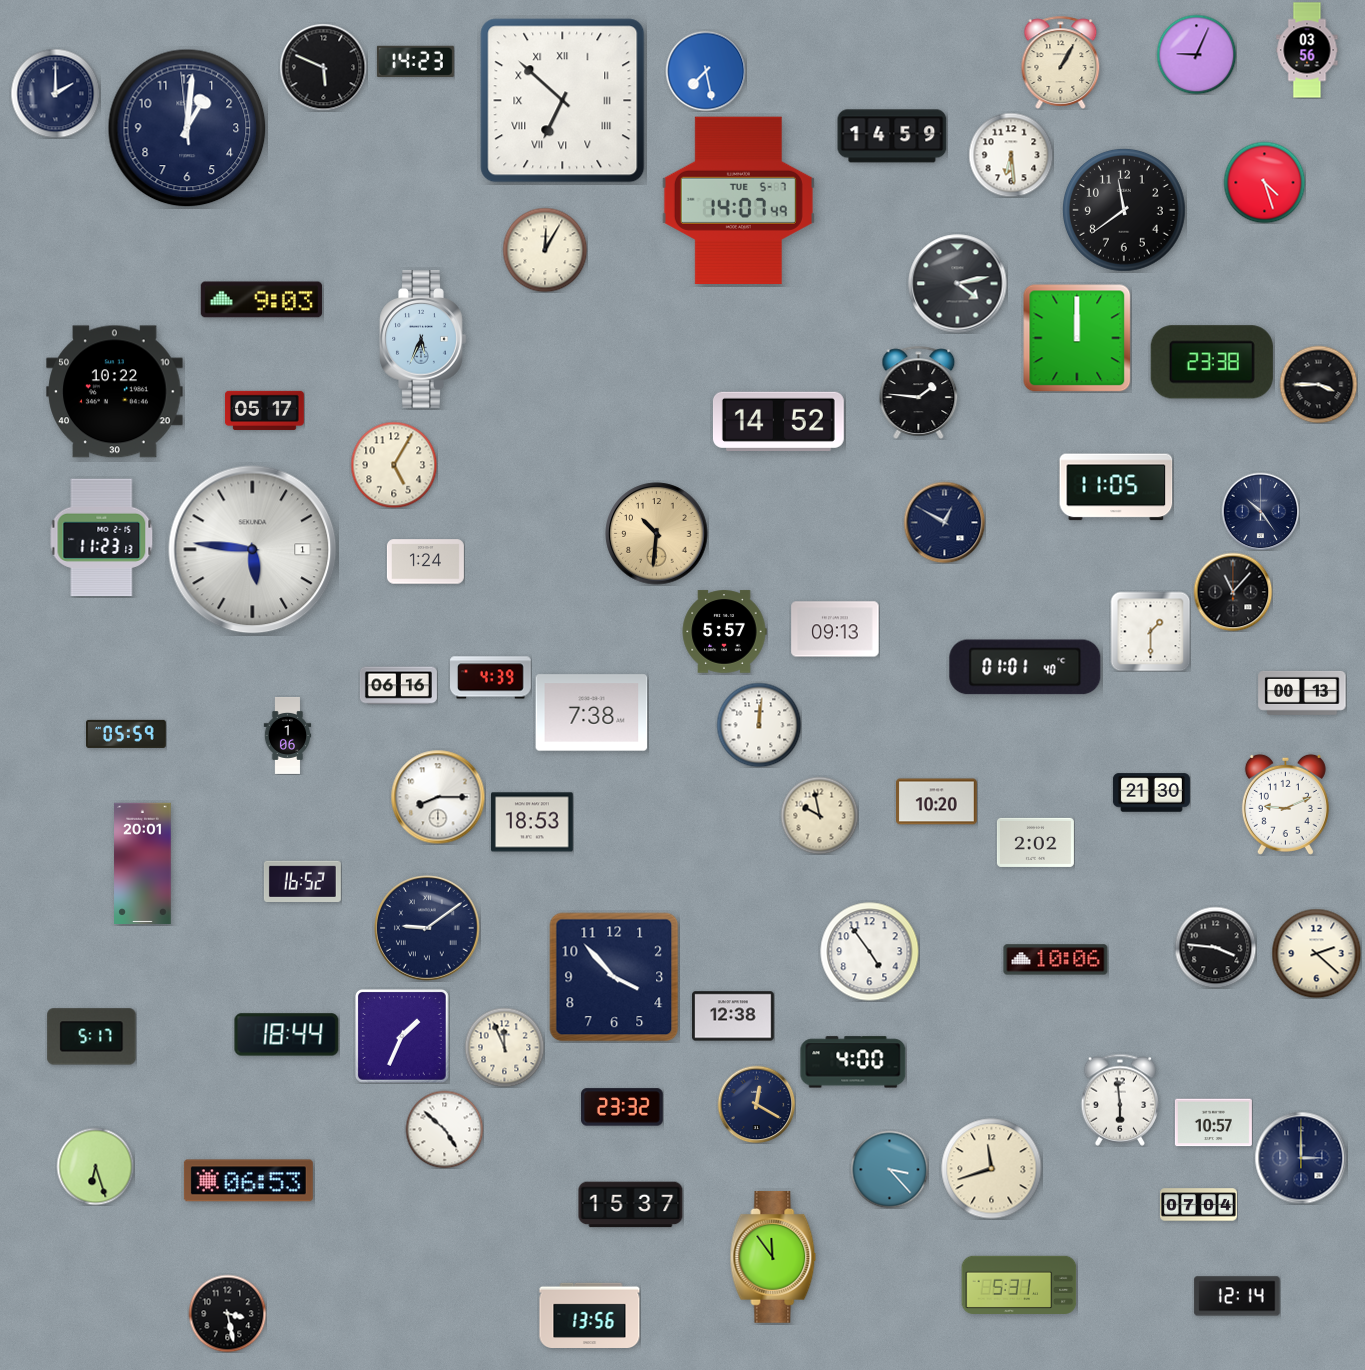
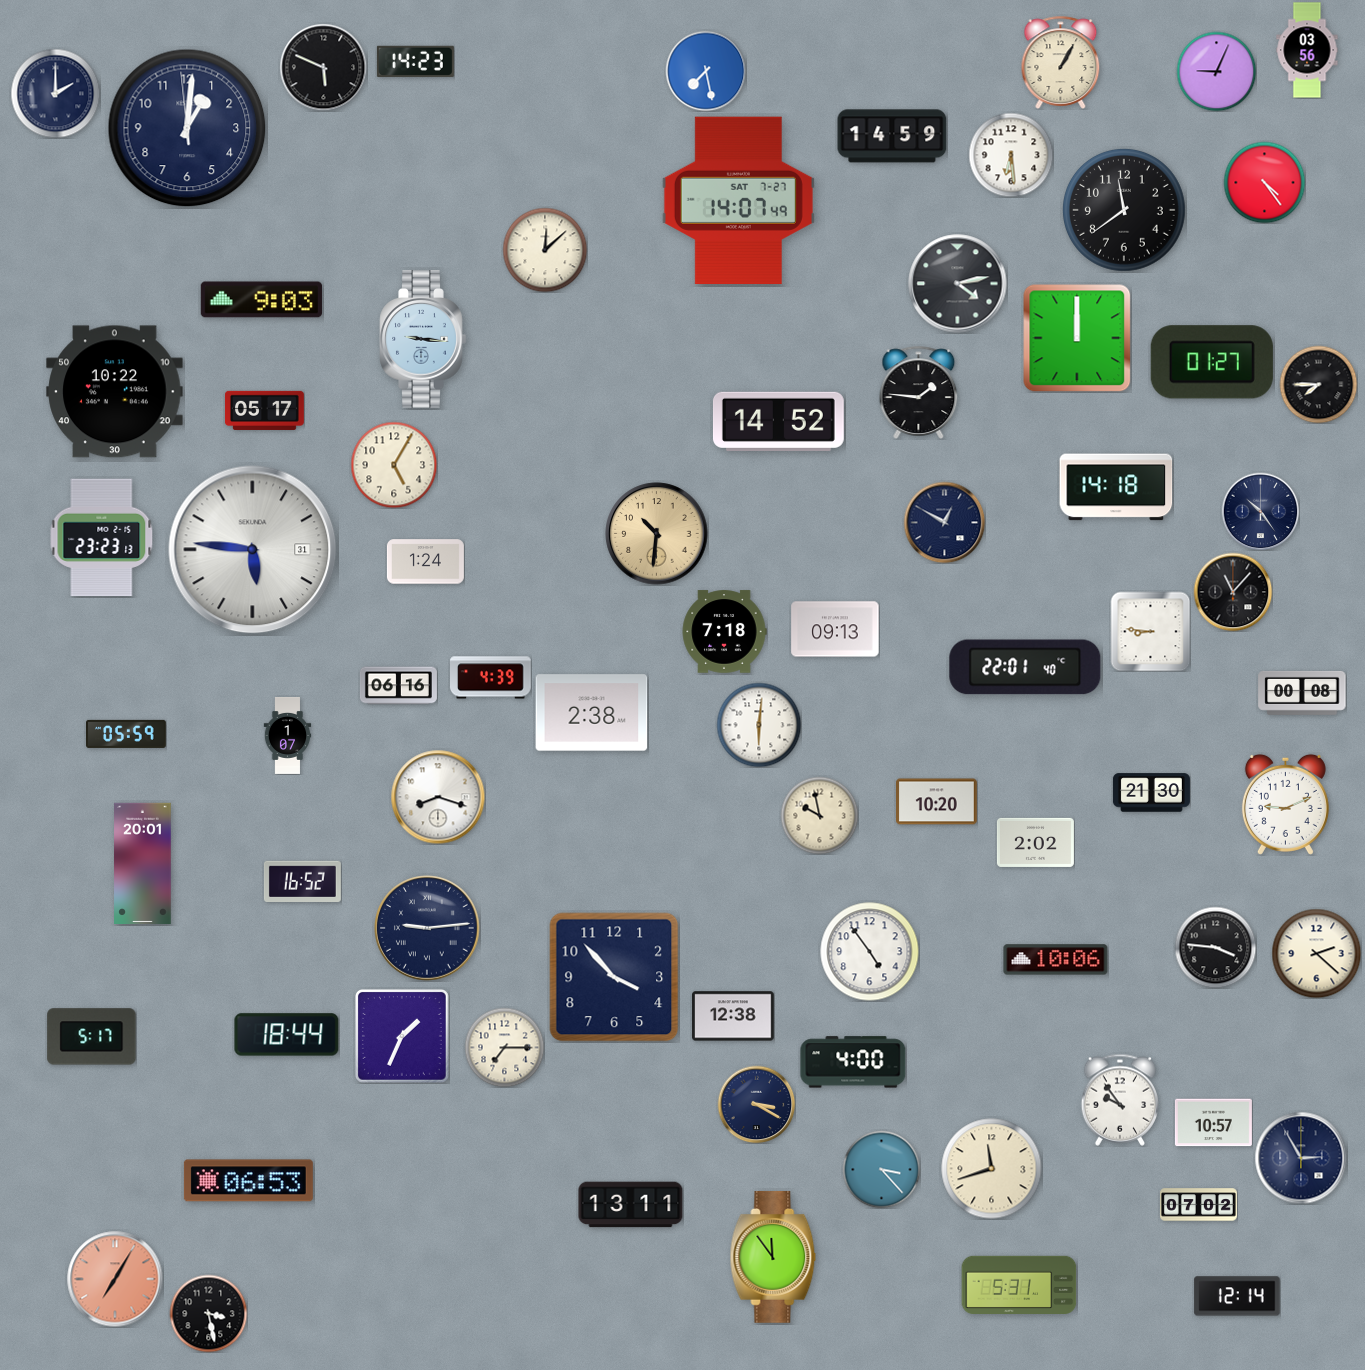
clock at (1196, 54) position: (1196, 54) -> (1216, 71)
clock at (563, 101): 6:52 -> none
clock at (1264, 182): 4:27 -> 4:24
clock at (738, 201) date: TUE 5-7 -> SAT 7-27
clock at (545, 250): 12:05 -> 12:08
clock at (423, 339): 5:34 -> 9:16
clock at (1212, 362): 23:38 -> 01:27
clock at (1318, 384): 3:45 -> 7:45
clock at (1116, 487): 11:05 -> 14:18
clock at (102, 538): 11:23 -> 23:23
clock at (253, 550) date: 1 -> 31
clock at (1150, 631): 1:30 -> 8:46
clock at (724, 632): 5:57 -> 7:18
clock at (1025, 667): 01:01 -> 22:01
clock at (1302, 693): 00:13 -> 00:08
clock at (592, 713): 7:38 -> 2:38
clock at (759, 725): 12:01 -> 6:01
clock at (288, 735): 1:06 -> 1:07
clock at (438, 797): 8:15 -> 8:18
clock at (532, 822): 18:53 -> none
clock at (428, 929): 9:09 -> 9:14
clock at (504, 1047): 11:56 -> 7:15
clock at (1120, 1100): 5:59 -> 9:54
clock at (756, 1104): 12:20 -> 3:20
clock at (622, 1107): 23:32 -> none
clock at (444, 1129): 4:52 -> none
clock at (1301, 1158): 3:00 -> 2:55
clock at (95, 1166): 6:27 -> none
clock at (889, 1169) position: (889, 1169) -> (881, 1169)
clock at (631, 1205): 15:37 -> 13:11
clock at (1198, 1205): 07:04 -> 07:02
clock at (115, 1279): none -> 7:05
clock at (227, 1313) position: (227, 1313) -> (208, 1313)
clock at (590, 1315): 13:56 -> none
